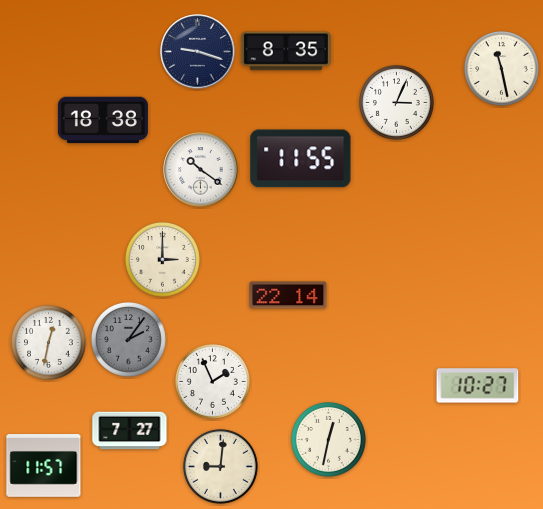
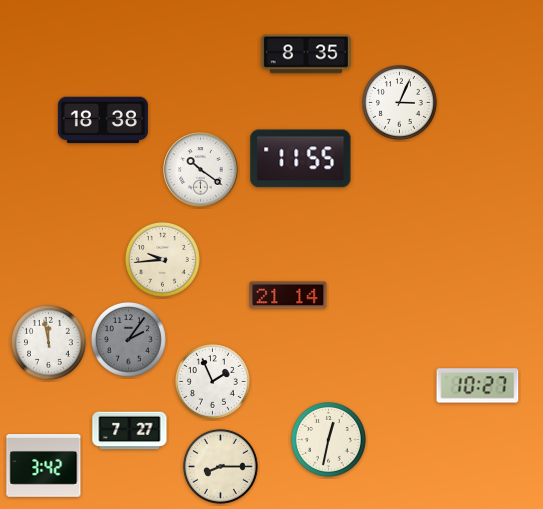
clock at (286, 51) position: (286, 51) -> (306, 54)
clock at (198, 52): 9:18 -> none
clock at (501, 68): 11:28 -> none
clock at (396, 102) position: (396, 102) -> (399, 102)
clock at (162, 259): 3:00 -> 9:44
clock at (288, 295): 22:14 -> 21:14
clock at (48, 342): 12:32 -> 11:58
clock at (44, 466): 11:57 -> 3:42
clock at (220, 466): 9:01 -> 8:15
